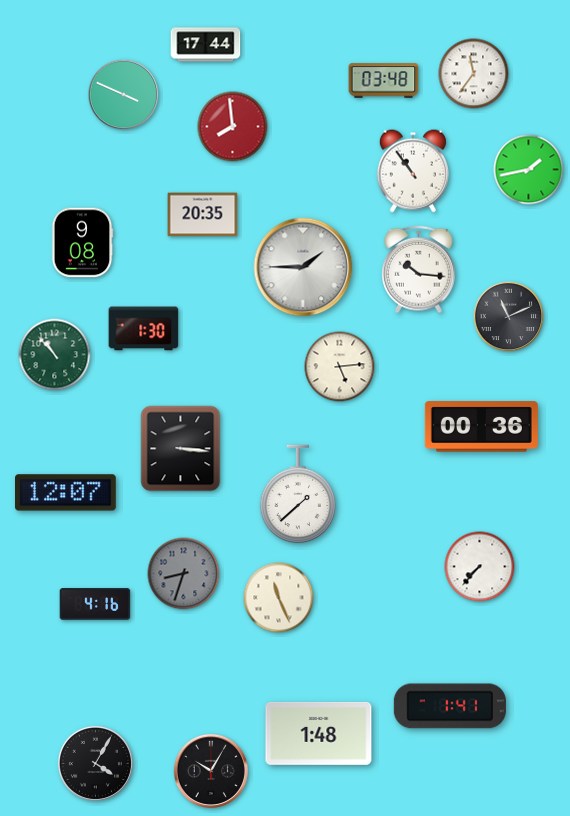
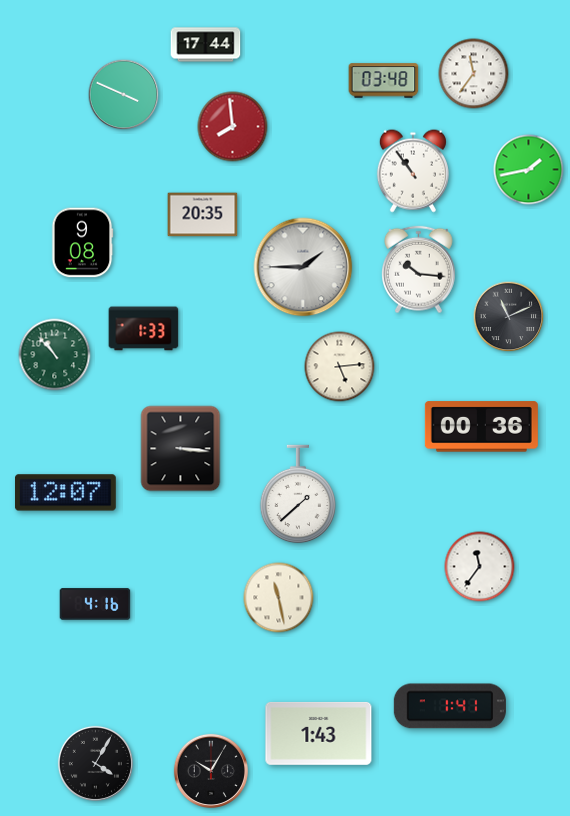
clock at (144, 329): 1:30 -> 1:33
clock at (480, 567): 7:37 -> 11:36
clock at (184, 574): 8:33 -> none
clock at (279, 598): 11:26 -> 11:28
clock at (319, 733): 1:48 -> 1:43
